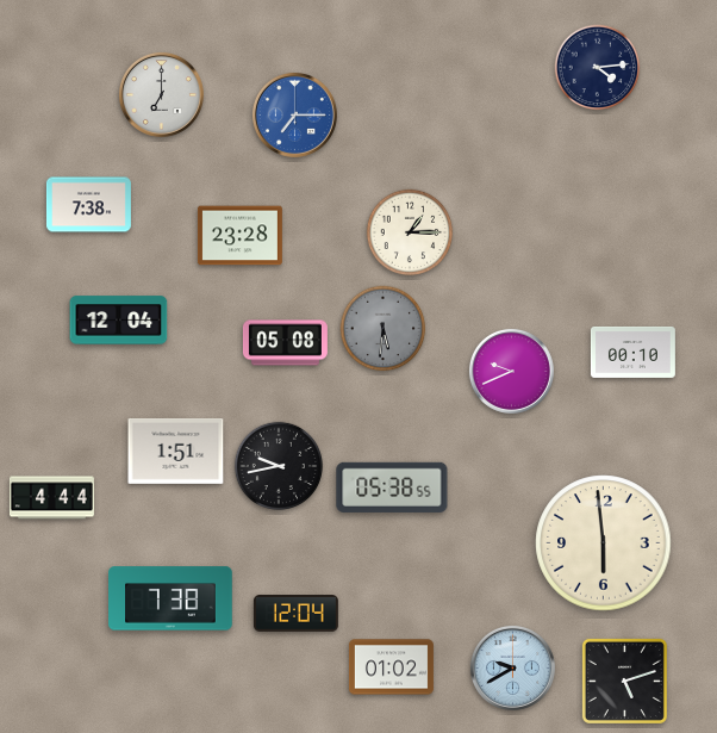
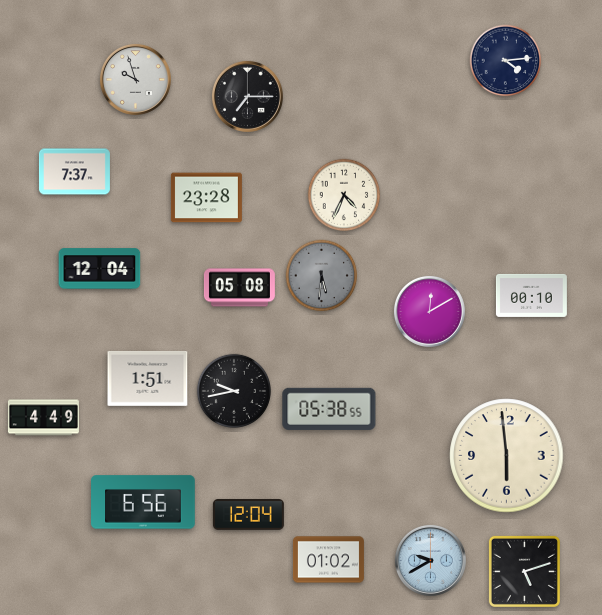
clock at (598, 68) position: (598, 68) -> (506, 61)
clock at (161, 94): 7:00 -> 9:57
clock at (294, 114) dial: blue -> black
clock at (88, 205): 7:38 -> 7:37
clock at (410, 232): 1:15 -> 4:34
clock at (239, 236) position: (239, 236) -> (206, 198)
clock at (511, 371): 9:41 -> 12:10
clock at (51, 498): 4:44 -> 4:49
clock at (170, 598): 7:38 -> 6:56
